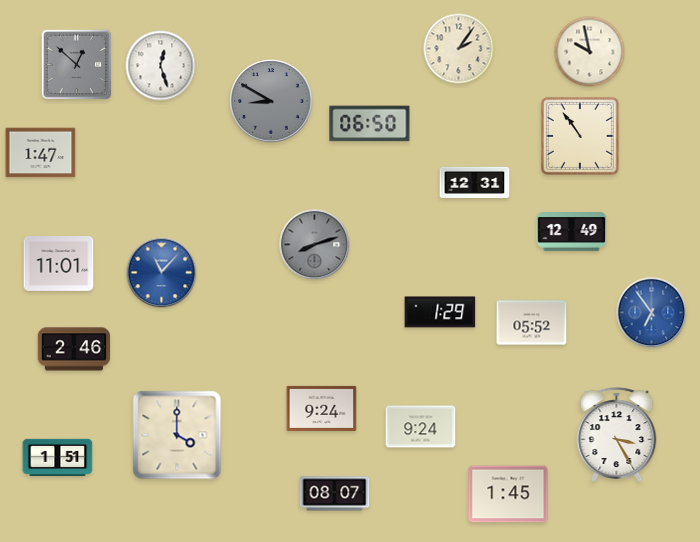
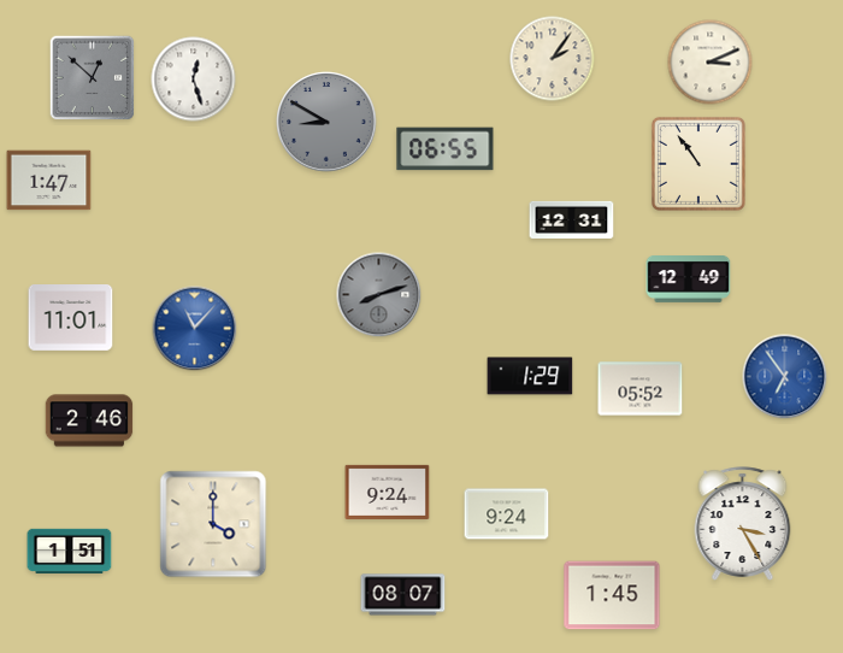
clock at (590, 52): 9:58 -> 3:11
clock at (370, 124): 06:50 -> 06:55
clock at (41, 153) position: (41, 153) -> (49, 181)
